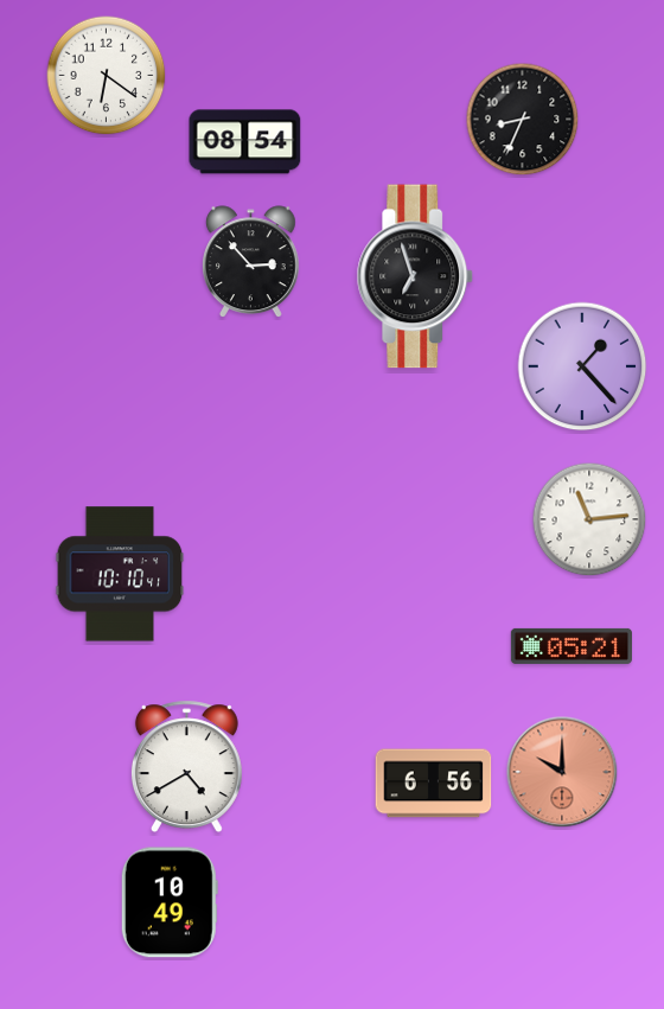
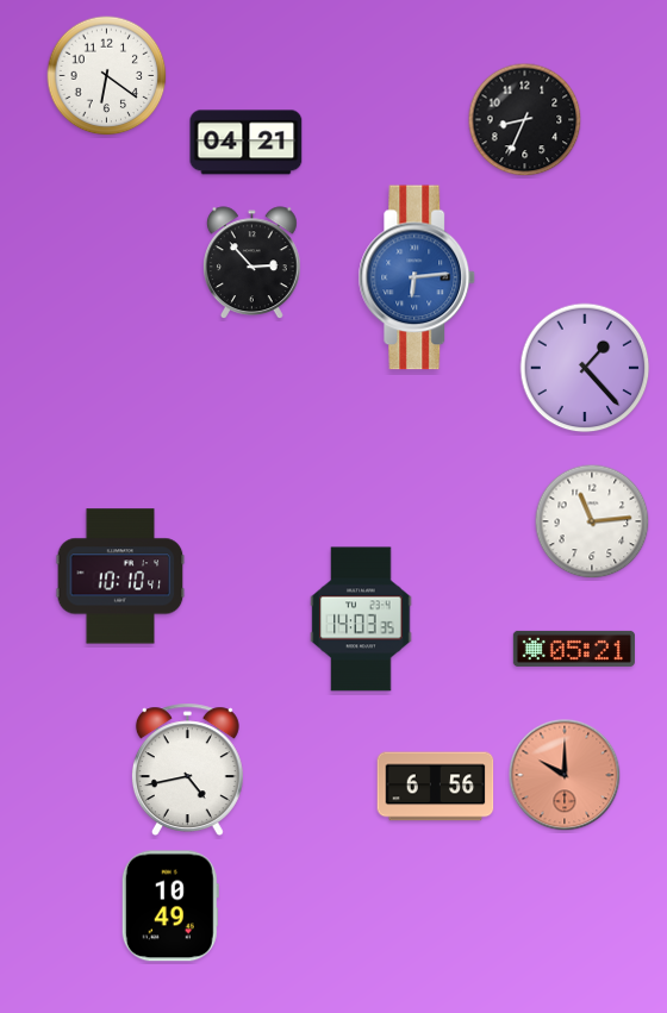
clock at (245, 142): 08:54 -> 04:21
clock at (415, 276): 6:57 -> 6:14
clock at (415, 276) dial: black -> blue
clock at (361, 619): none -> 14:03
clock at (186, 767): 4:40 -> 4:43
